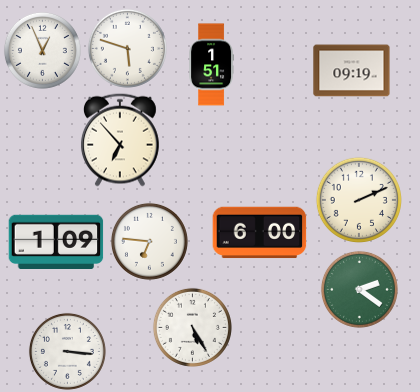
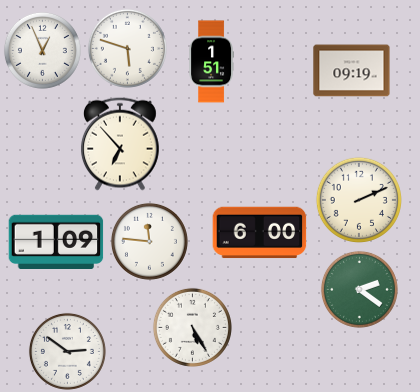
clock at (211, 65) position: (211, 65) -> (211, 62)
clock at (120, 140) position: (120, 140) -> (120, 144)
clock at (149, 241): 6:46 -> 11:46
clock at (67, 351): 3:16 -> 2:51
